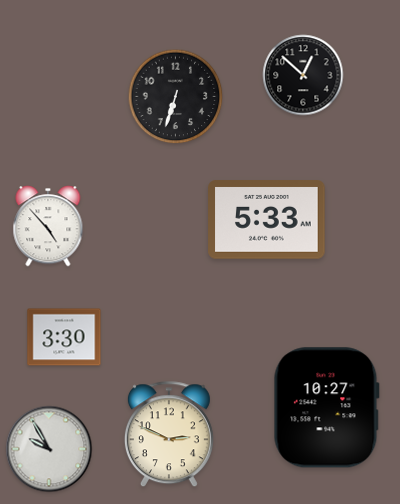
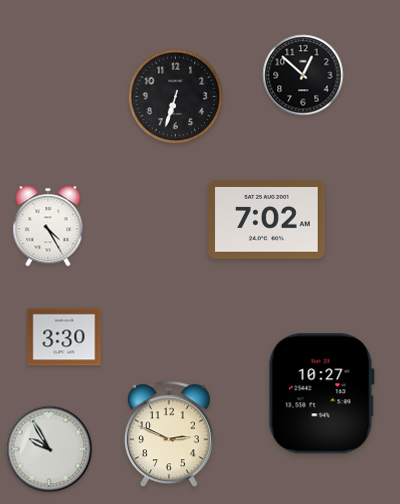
clock at (267, 220): 5:33 -> 7:02
clock at (48, 226): 4:53 -> 4:25
clock at (326, 408) position: (326, 408) -> (321, 394)
